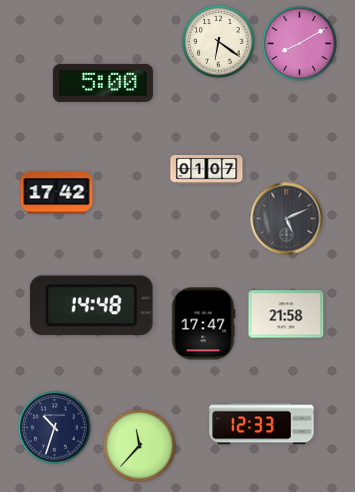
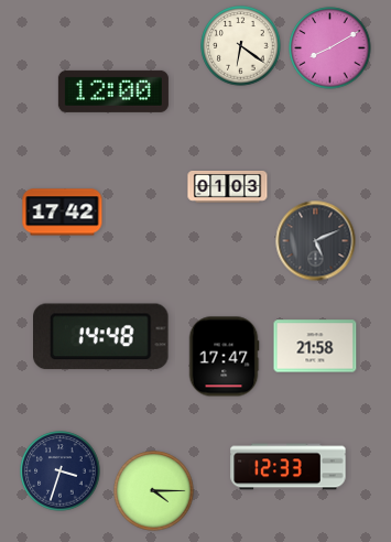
clock at (103, 83): 5:00 -> 12:00
clock at (207, 170): 01:07 -> 01:03
clock at (55, 428): 10:33 -> 3:33
clock at (140, 446): 11:37 -> 4:15
